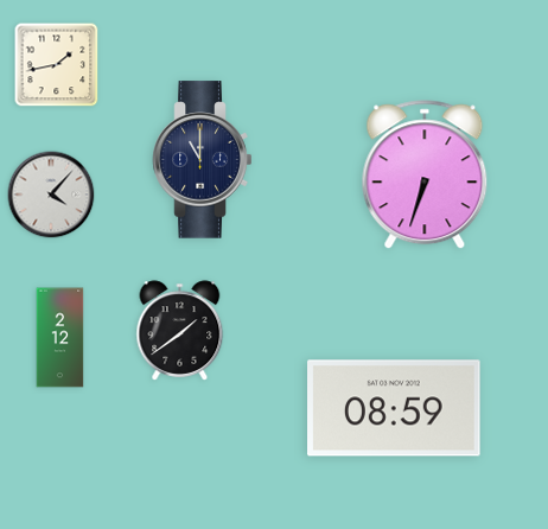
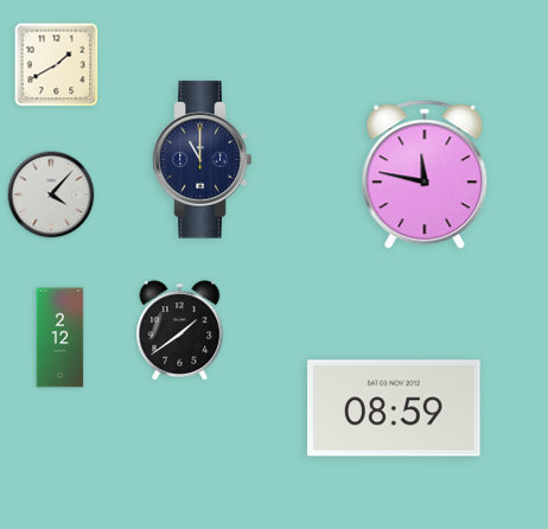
clock at (57, 65): 1:43 -> 1:40
clock at (425, 176): 6:33 -> 11:47
